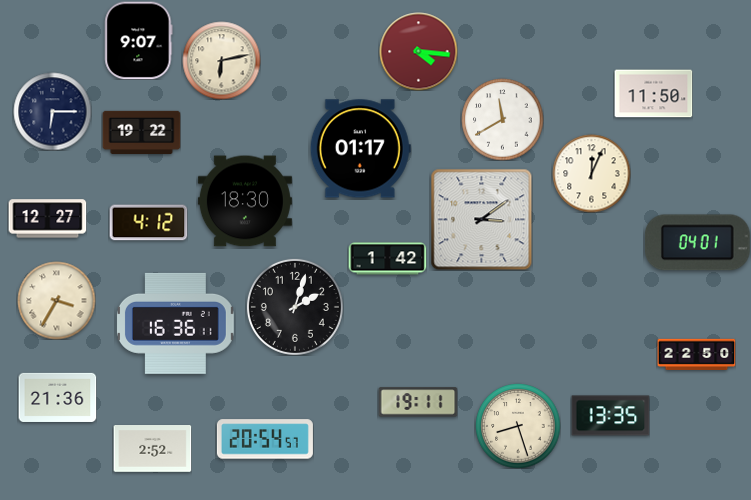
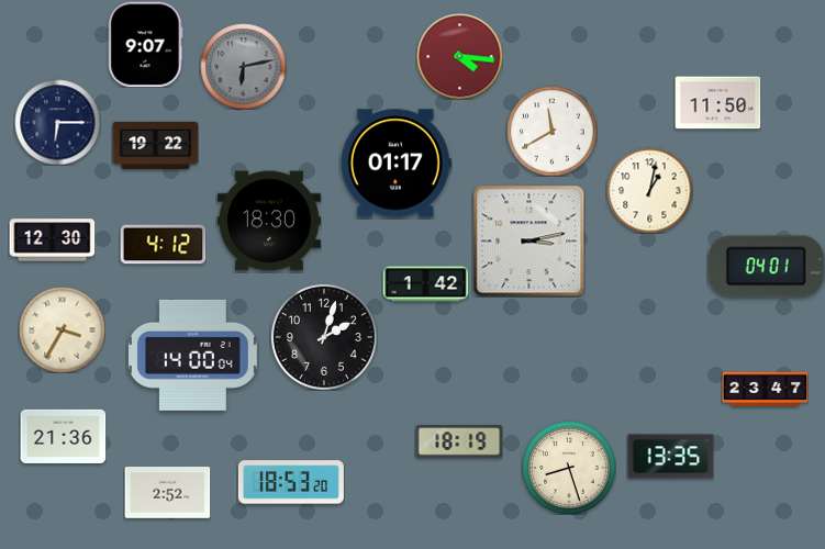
clock at (139, 40) position: (139, 40) -> (146, 44)
clock at (221, 60) dial: cream -> grey
clock at (591, 173): 12:04 -> 1:02
clock at (47, 219): 12:27 -> 12:30
clock at (481, 219): 3:09 -> 3:13
clock at (175, 323): 16:36 -> 14:00
clock at (696, 354): 22:50 -> 23:47
clock at (418, 402): 19:11 -> 18:19
clock at (265, 439): 20:54 -> 18:53
